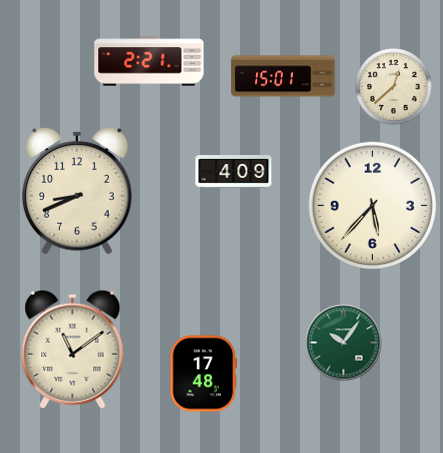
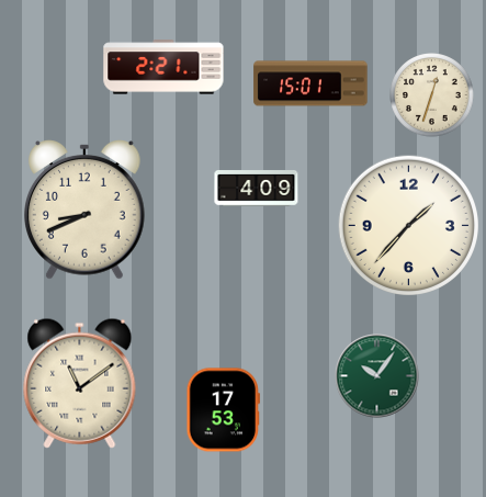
clock at (394, 87): 12:38 -> 12:33
clock at (372, 205): 5:37 -> 1:37
clock at (203, 374): 17:48 -> 17:53
